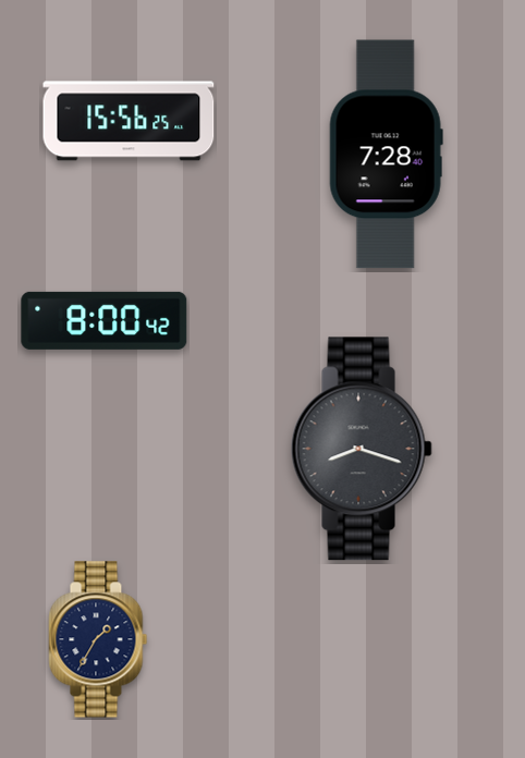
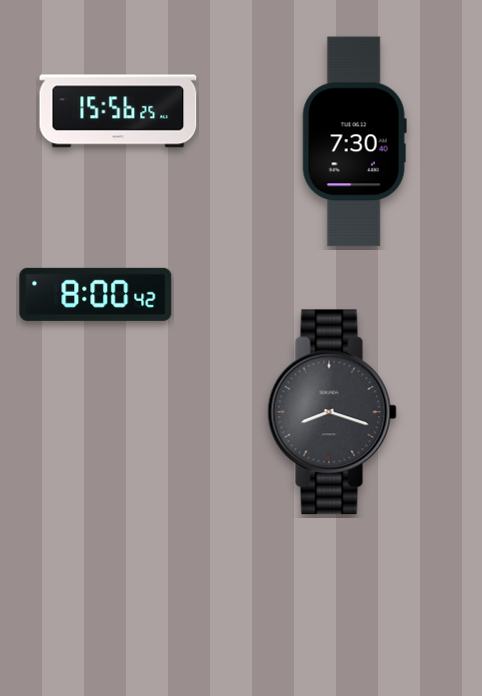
clock at (386, 155): 7:28 -> 7:30
clock at (98, 639): 1:35 -> none
